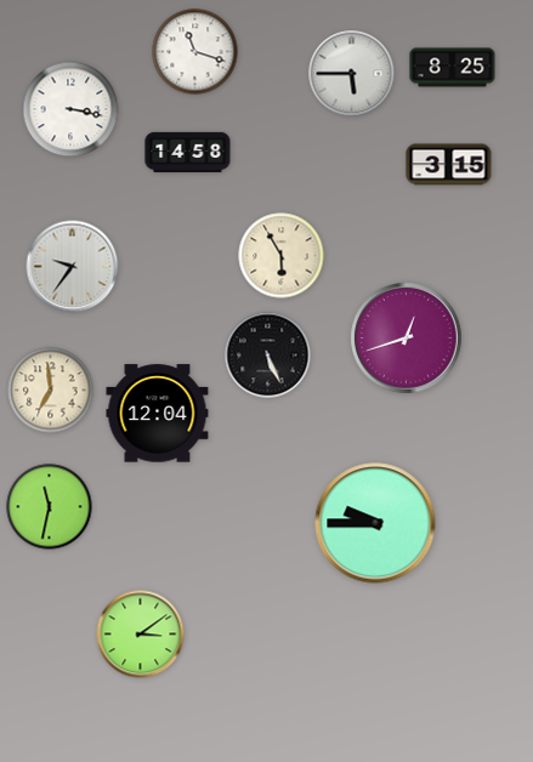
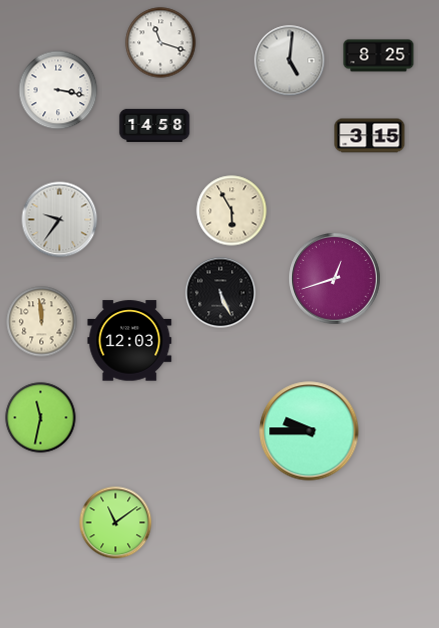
clock at (453, 68) position: (453, 68) -> (379, 56)
clock at (352, 74): 5:45 -> 5:01
clock at (51, 391): 6:59 -> 11:59
clock at (158, 414): 12:04 -> 12:03
clock at (141, 635): 3:09 -> 11:09
